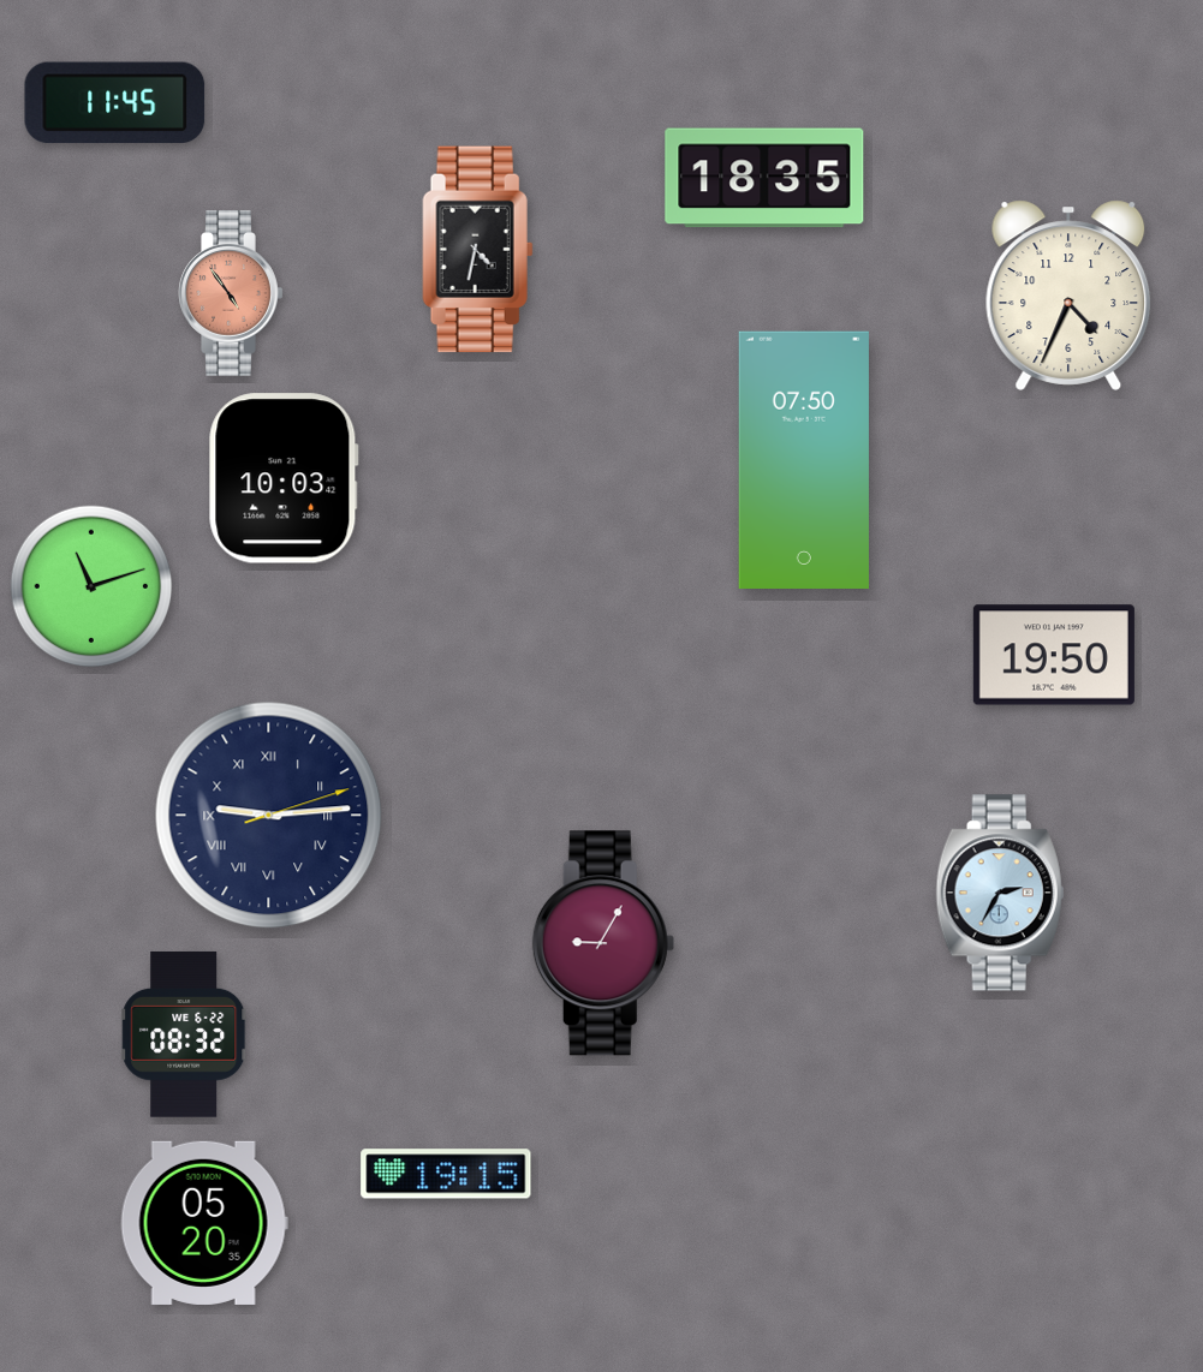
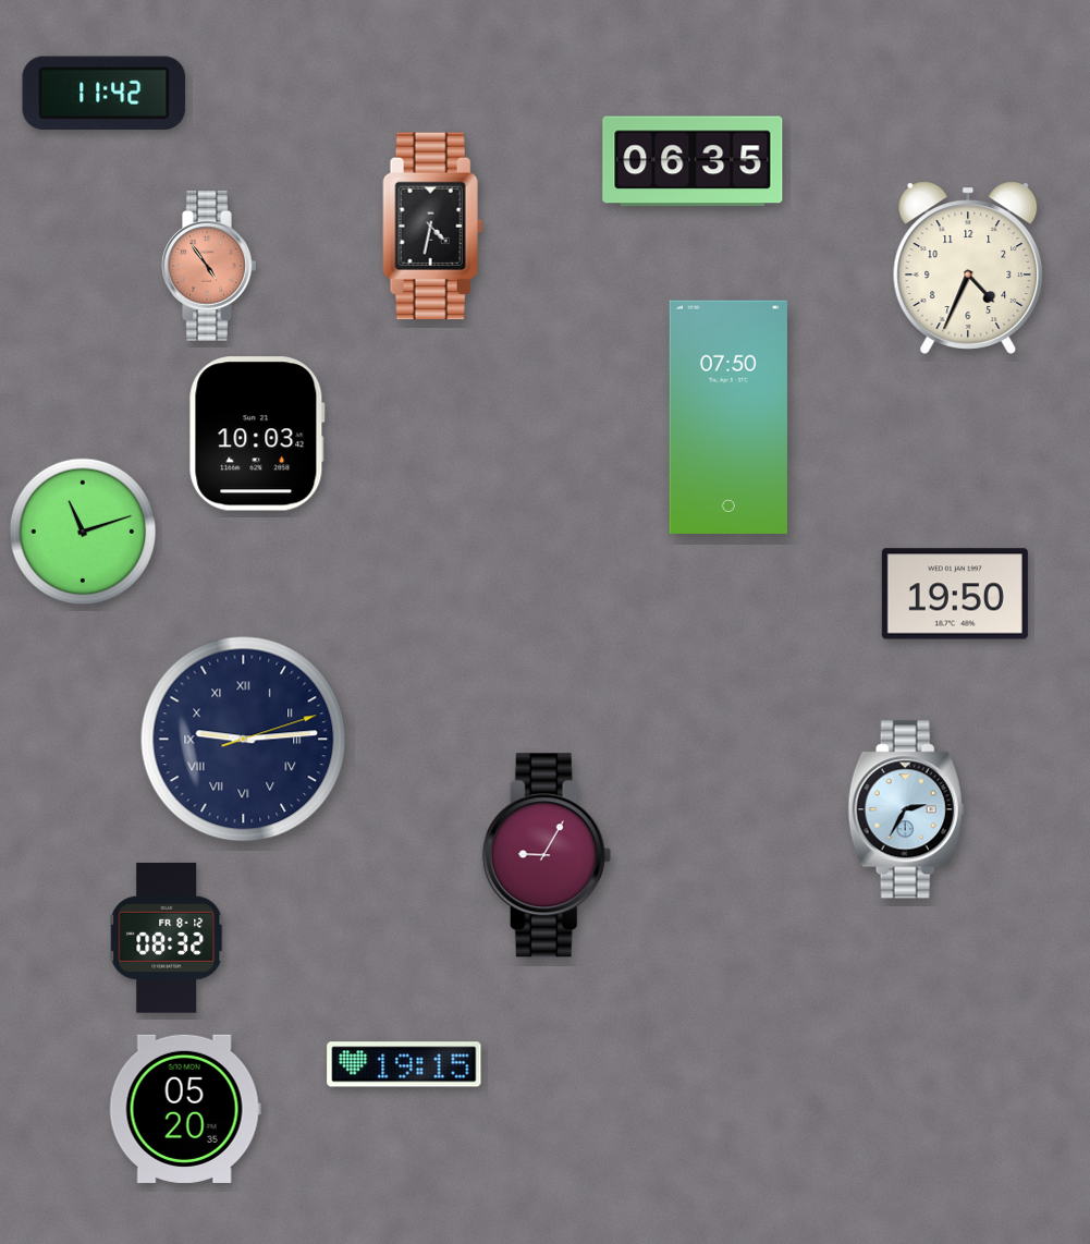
clock at (115, 103): 11:45 -> 11:42
clock at (764, 178): 18:35 -> 06:35
clock at (185, 1034) date: WE 6-22 -> FR 8-12
